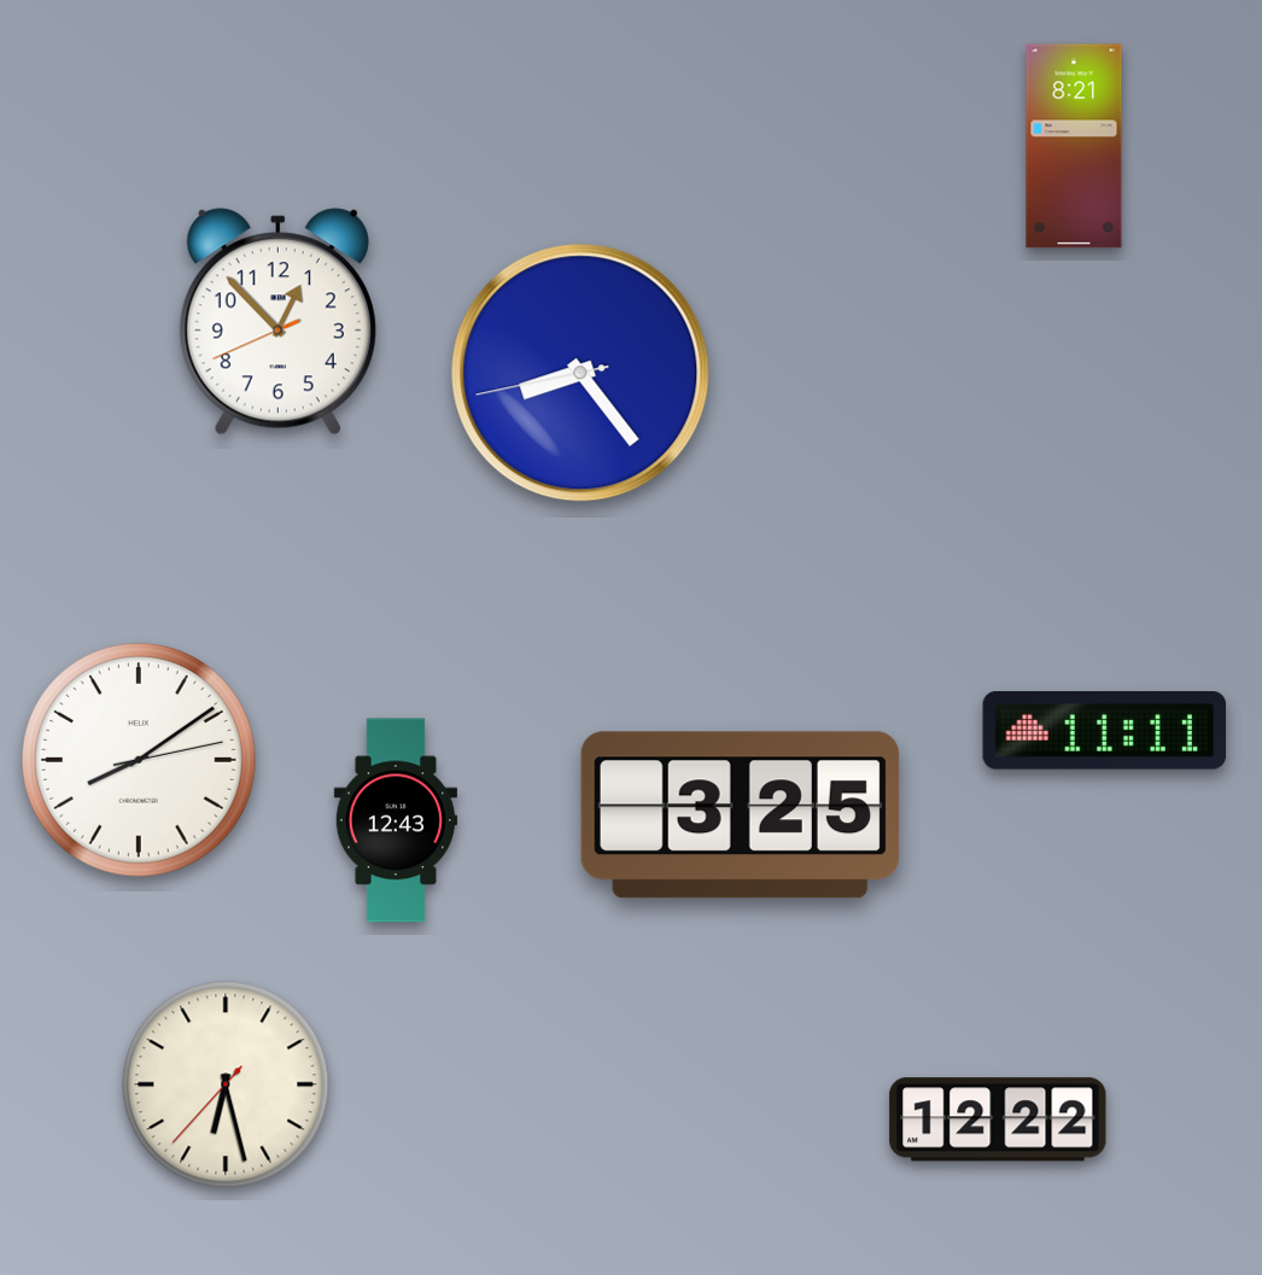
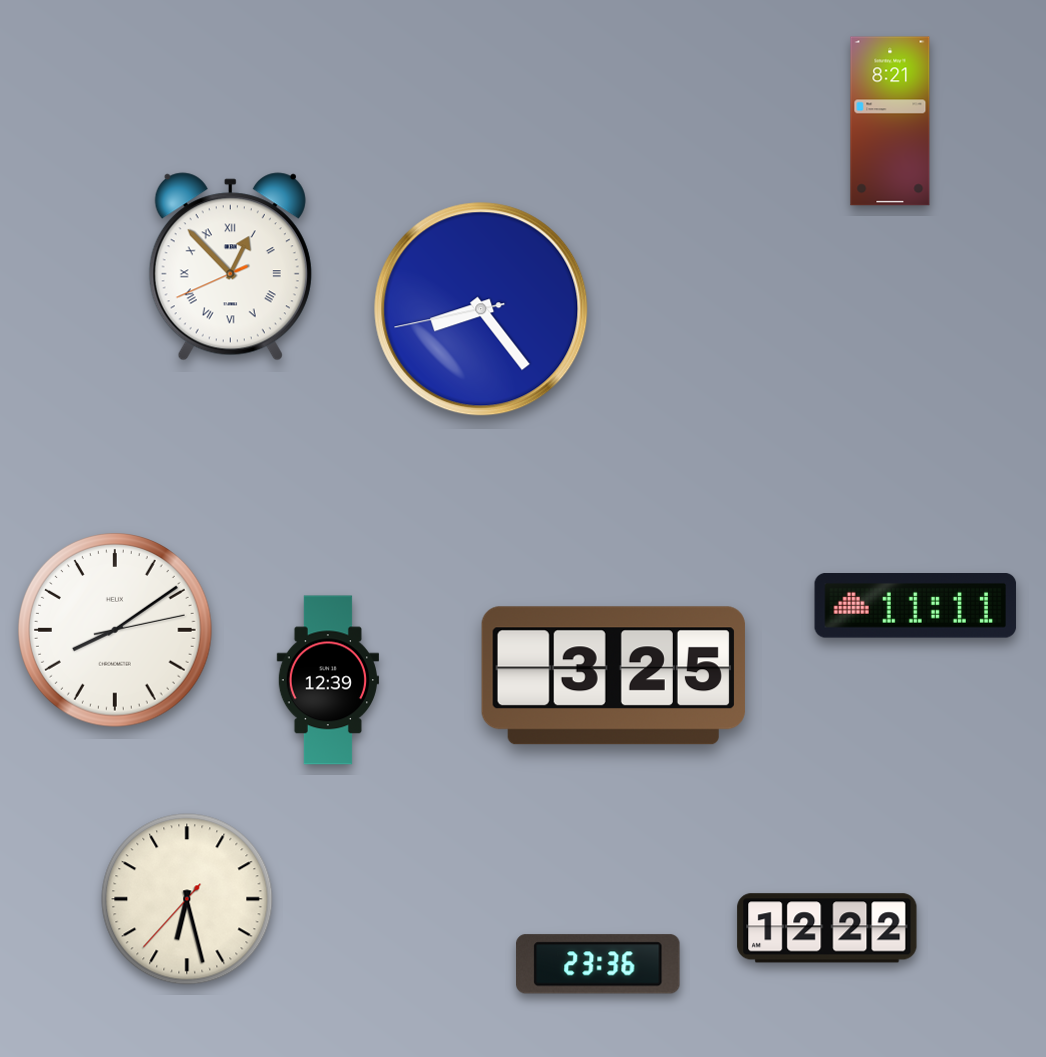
clock at (277, 322) numerals: Arabic -> Roman
clock at (395, 820): 12:43 -> 12:39
clock at (598, 964): none -> 23:36
